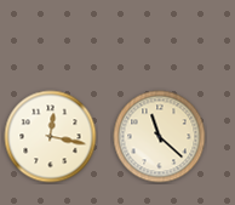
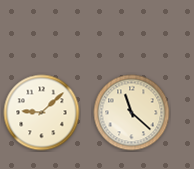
clock at (51, 137): 12:17 -> 9:08
